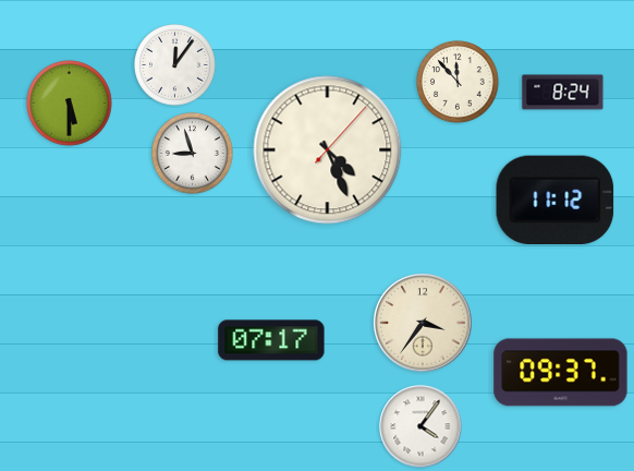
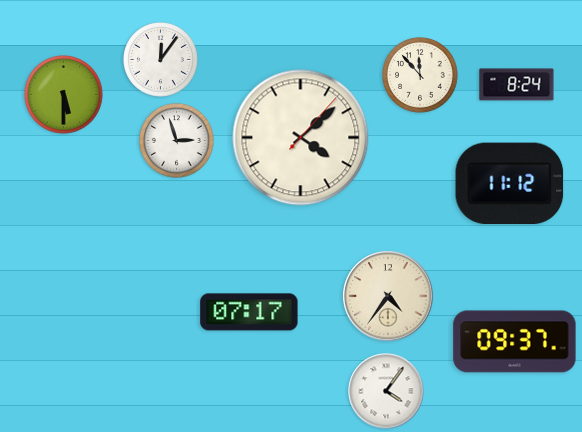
clock at (328, 150): 4:26 -> 4:08
clock at (193, 154): 8:57 -> 2:57
clock at (423, 323): 3:36 -> 4:36
